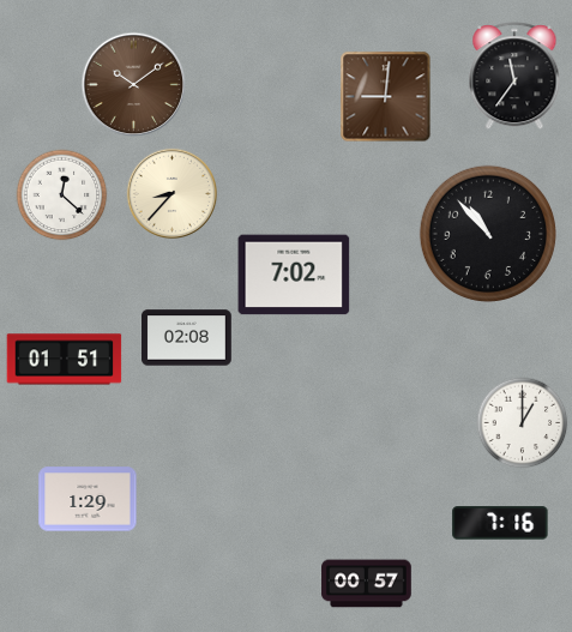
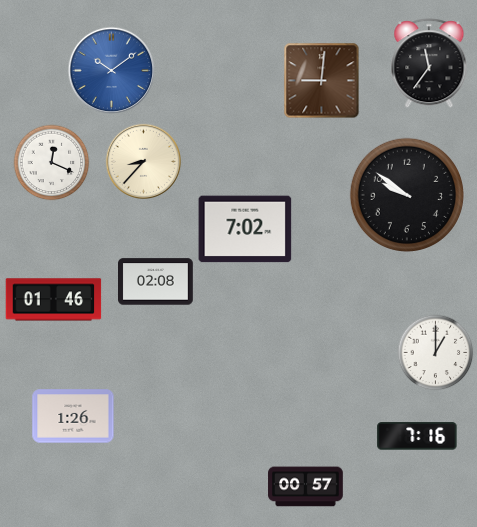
clock at (134, 85) dial: brown -> blue
clock at (62, 195): 12:22 -> 12:19
clock at (488, 234): 10:53 -> 9:51
clock at (65, 360): 01:51 -> 01:46
clock at (88, 499): 1:29 -> 1:26
